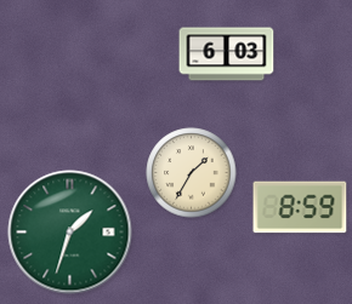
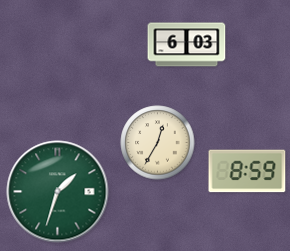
clock at (192, 173): 1:35 -> 12:35
